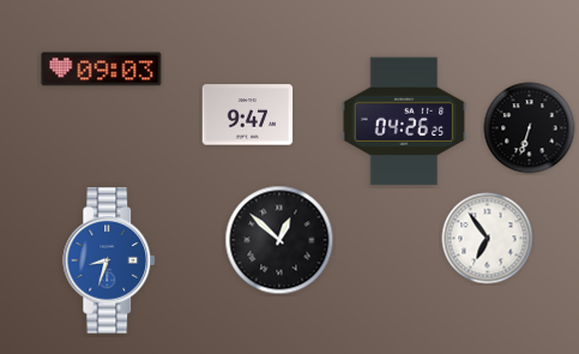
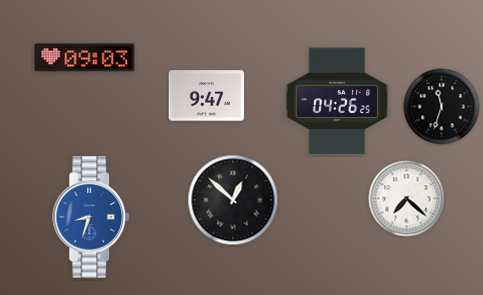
clock at (530, 128): 6:33 -> 11:33
clock at (488, 239): 6:54 -> 7:22
